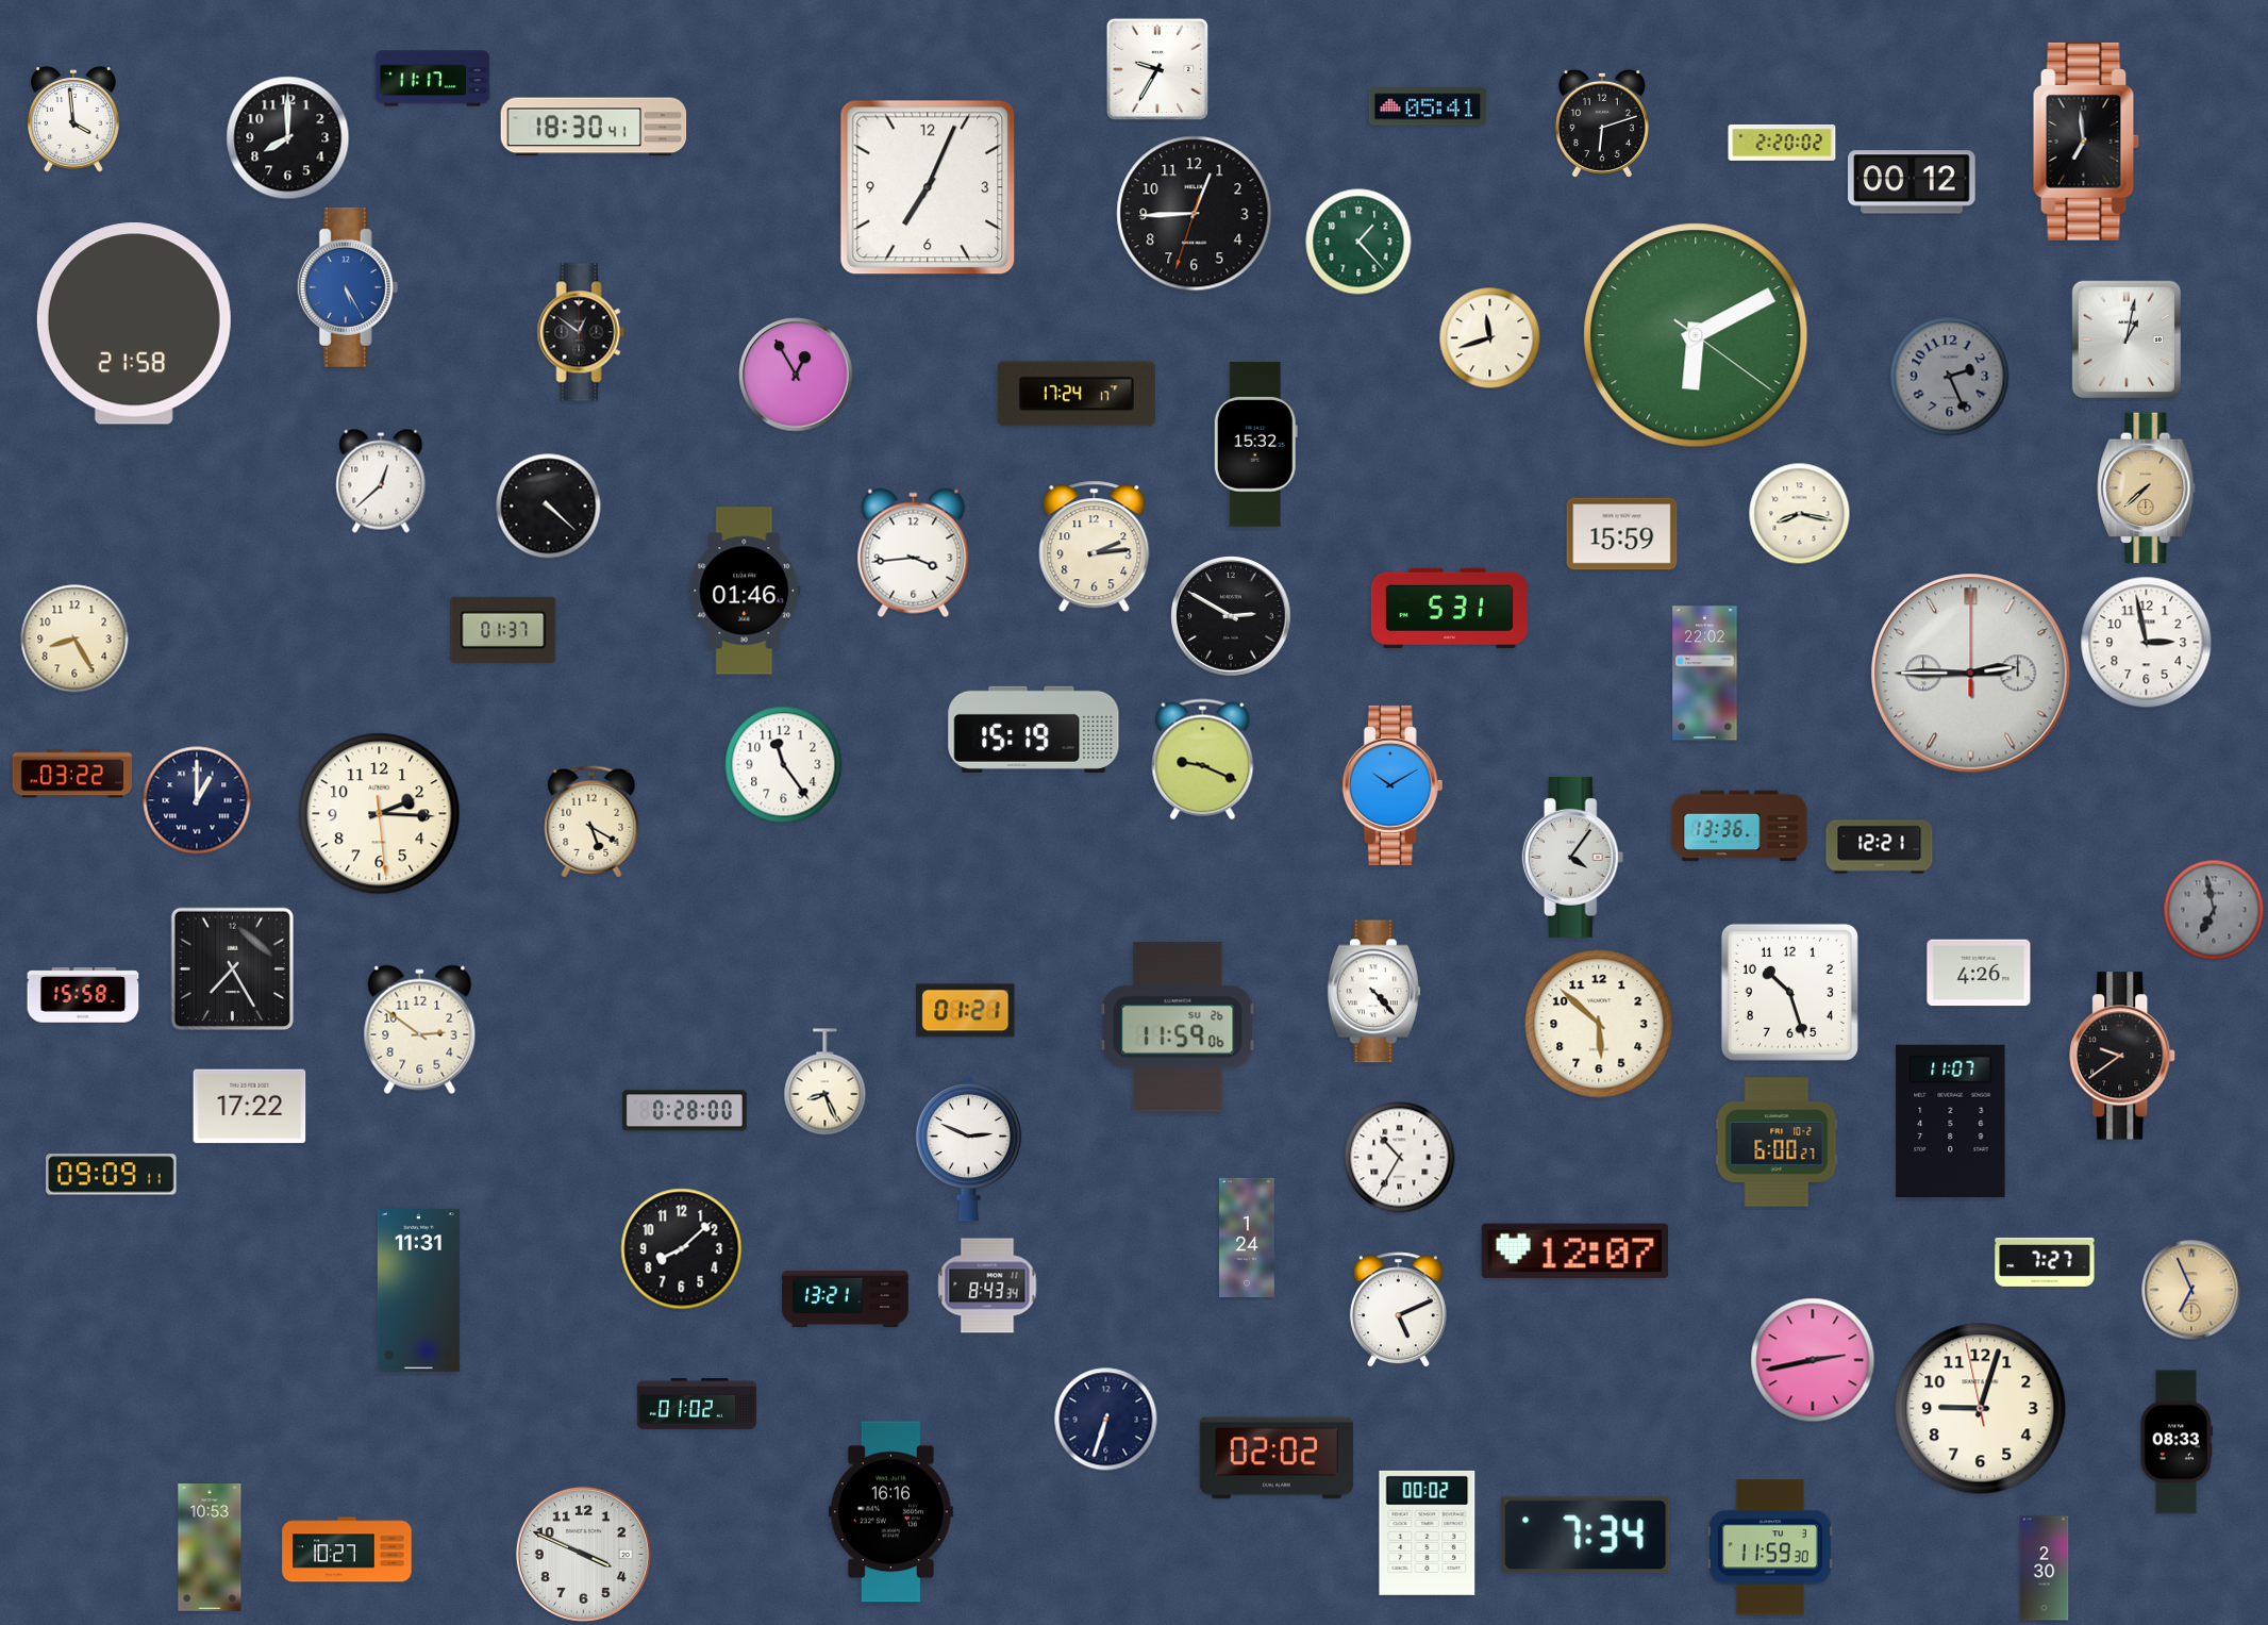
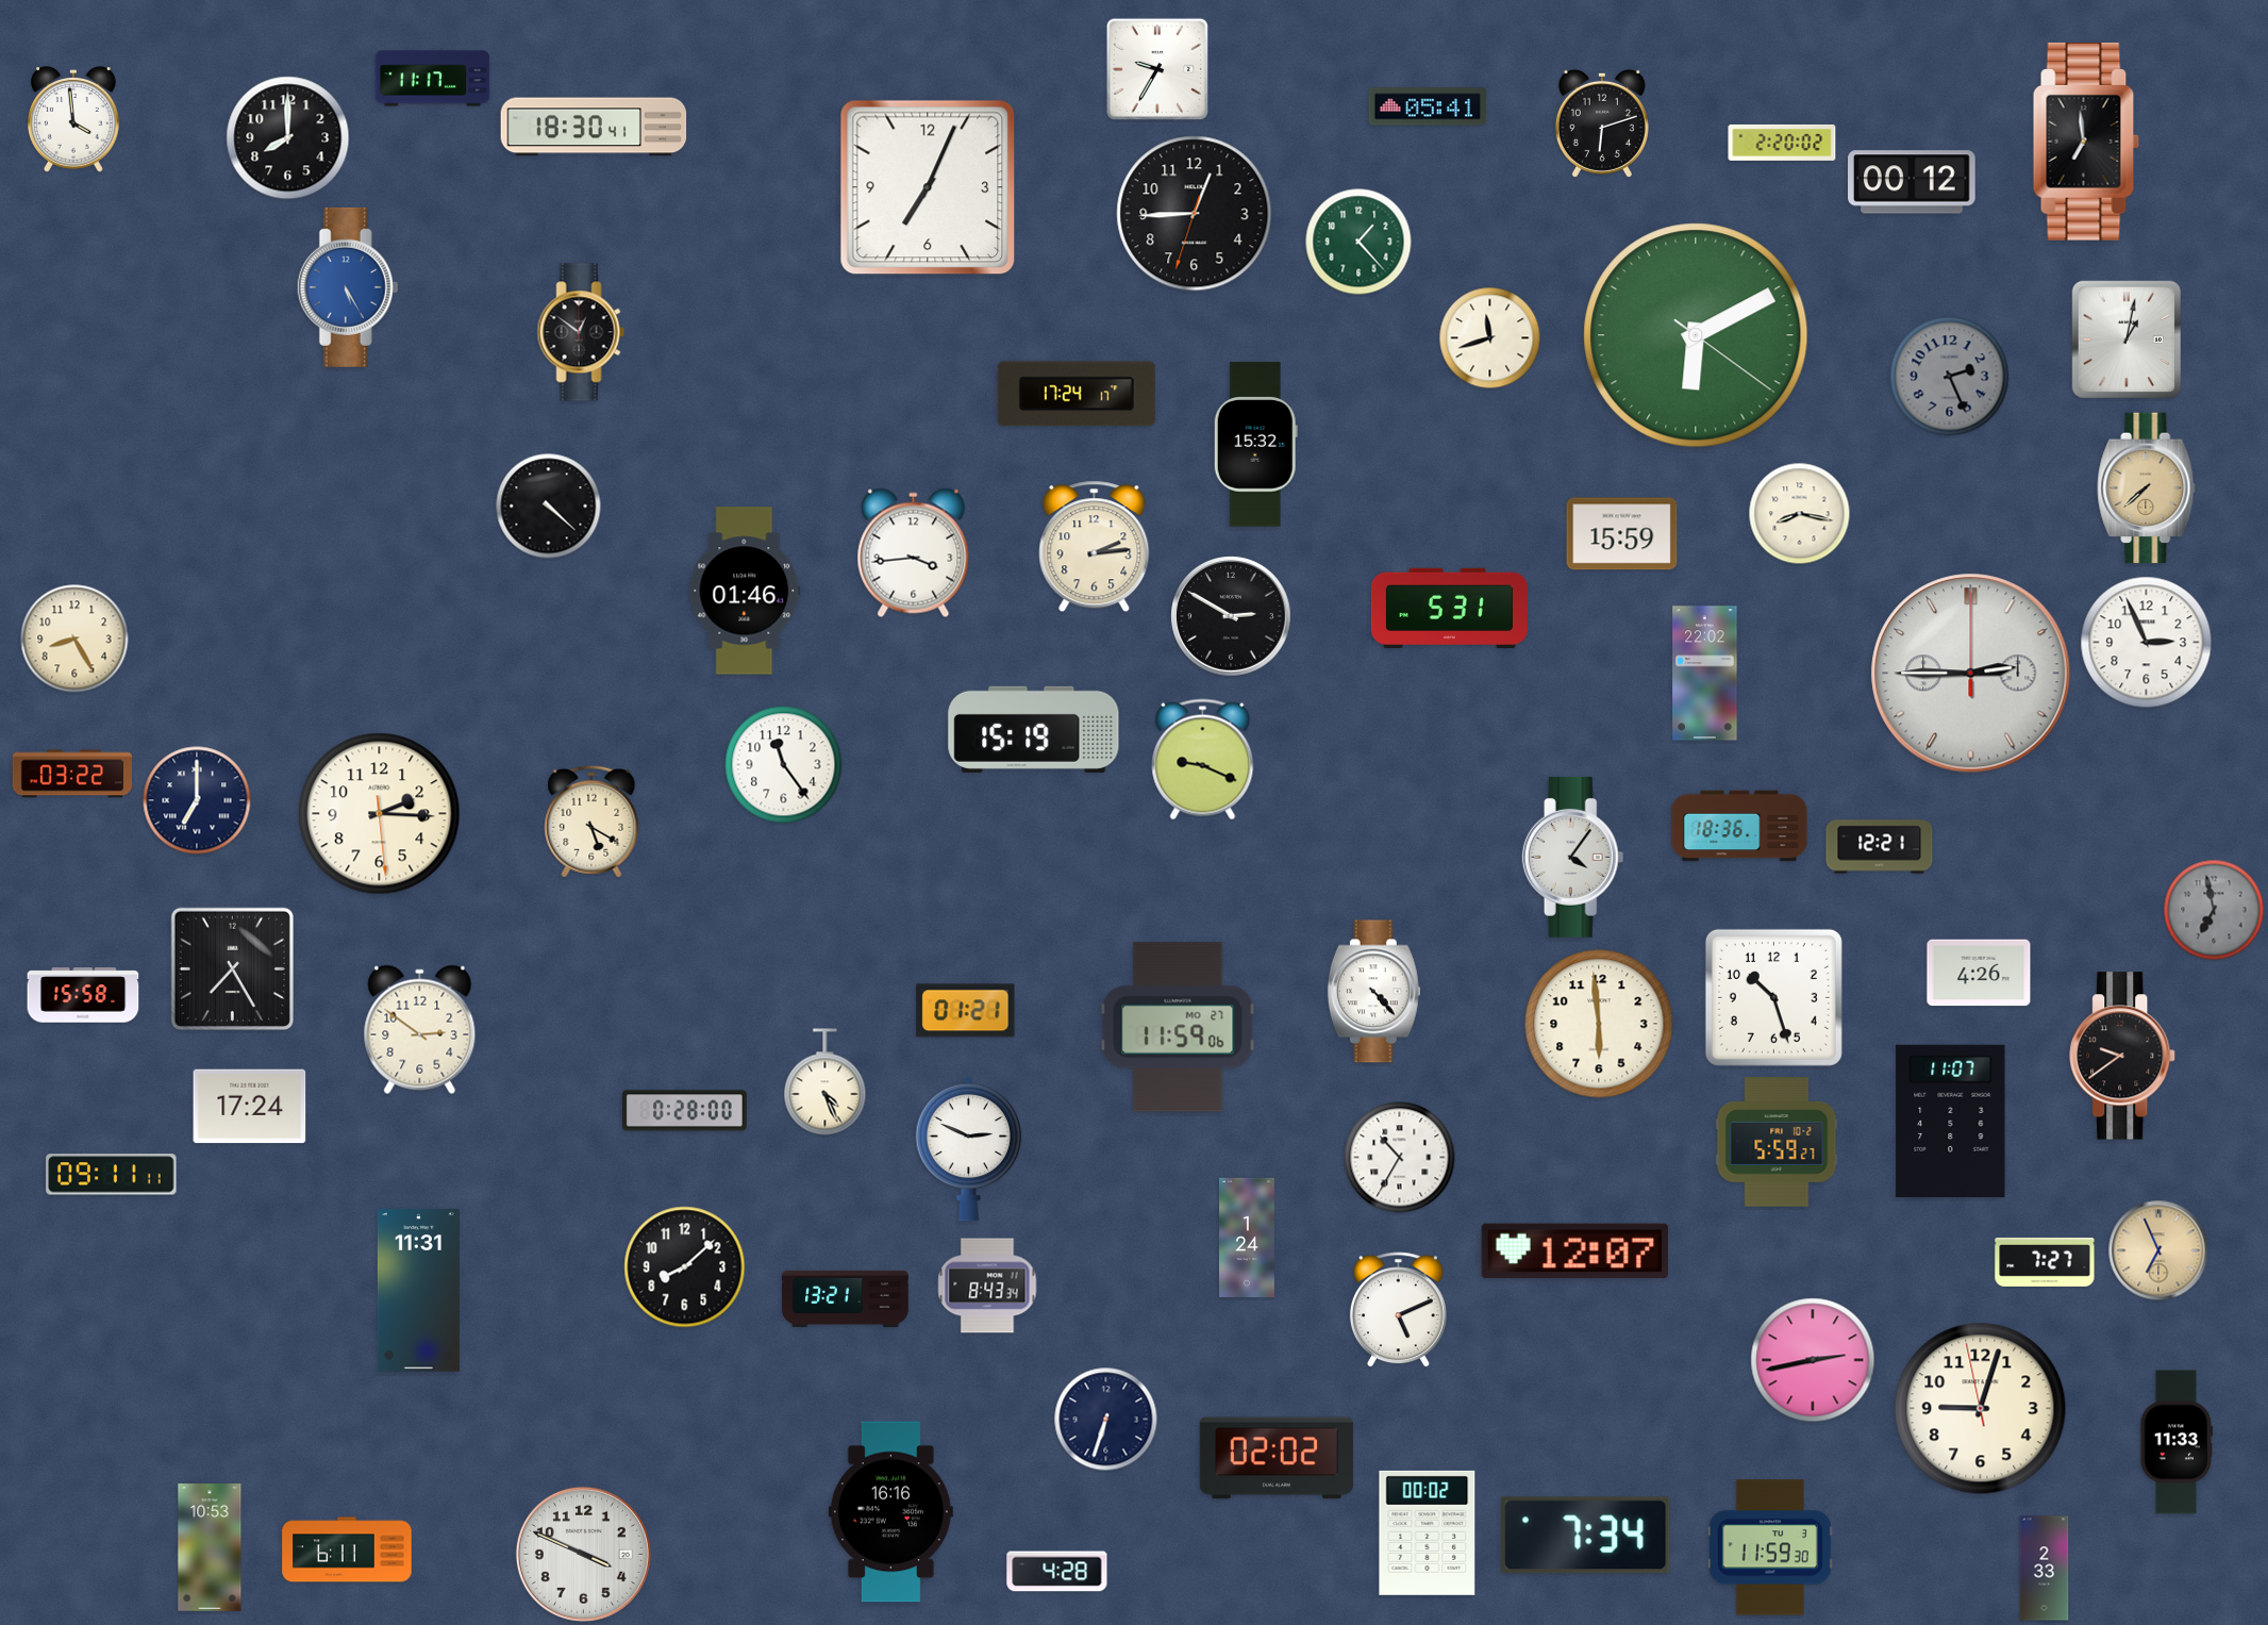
clock at (134, 324): 21:58 -> none
clock at (796, 375): 12:55 -> none
clock at (381, 481): 12:38 -> none
clock at (503, 630): 01:37 -> none
clock at (2147, 643): 2:58 -> 2:56
clock at (1393, 785): 10:10 -> none
clock at (197, 800): 1:00 -> 7:00
clock at (1739, 826): 13:36 -> 18:36
clock at (1789, 992) position: (1789, 992) -> (1773, 997)
clock at (1599, 1024): 5:52 -> 5:59
clock at (1178, 1027) date: SU 26 -> MO 27
clock at (826, 1082): 8:26 -> 4:26
clock at (250, 1107): 17:22 -> 17:24
clock at (1777, 1142): 6:00 -> 5:59
clock at (112, 1175): 09:09 -> 09:11
clock at (682, 1249) position: (682, 1249) -> (685, 1267)
clock at (2191, 1290) position: (2191, 1290) -> (2158, 1250)
clock at (696, 1405): 01:02 -> none
clock at (2175, 1442): 08:33 -> 11:33
clock at (347, 1549): 10:27 -> 6:11
clock at (2045, 1569): 2:30 -> 2:33
clock at (1057, 1572): none -> 4:28
